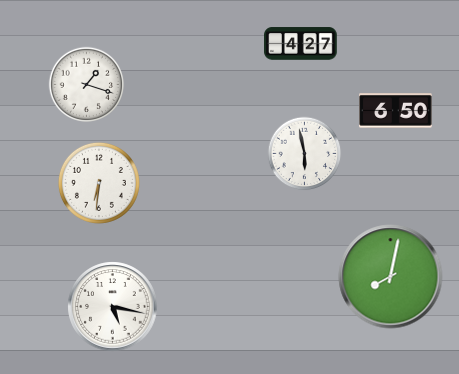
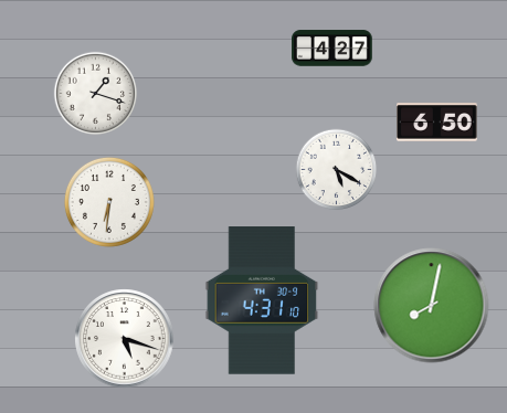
clock at (305, 154): 5:58 -> 5:20
clock at (262, 300): none -> 4:31
clock at (113, 307): 5:17 -> 5:18
